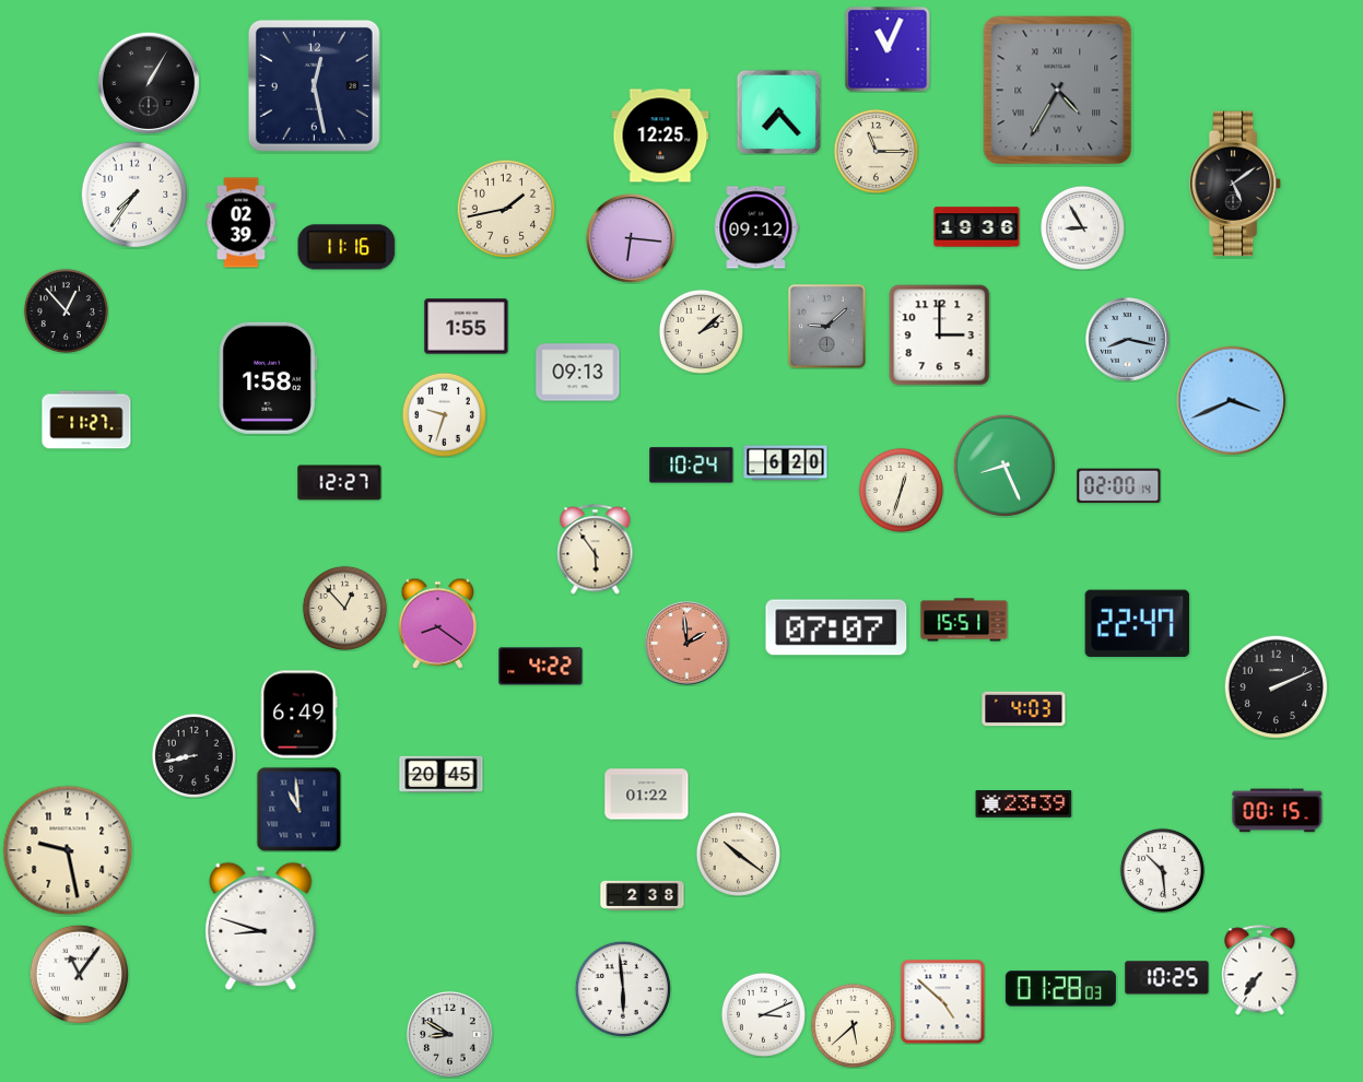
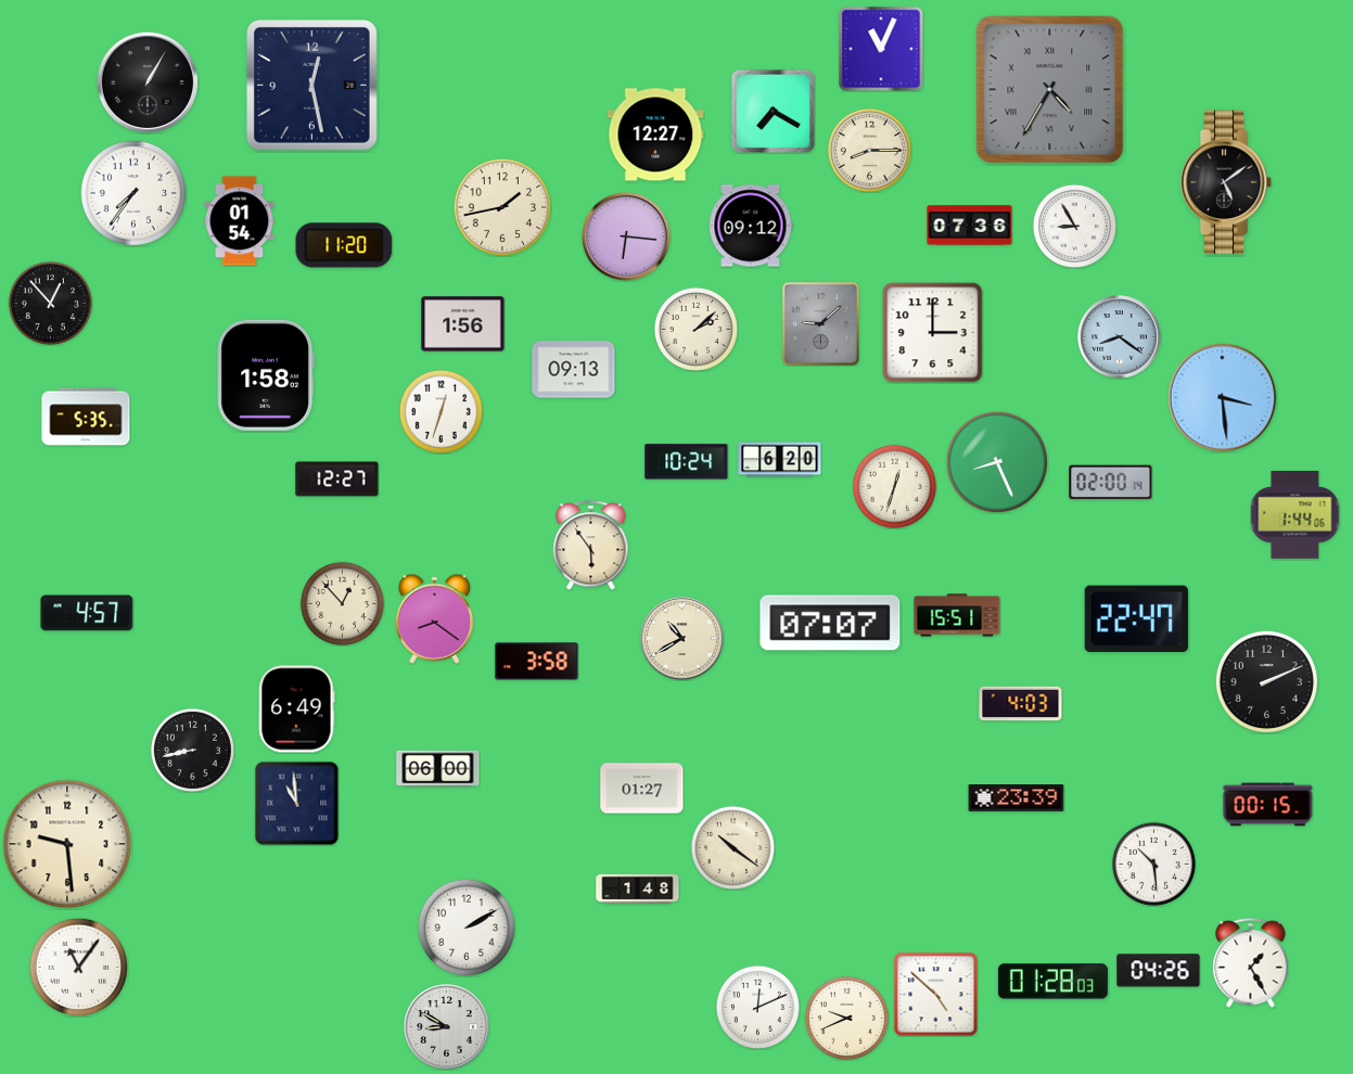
clock at (778, 111): 7:23 -> 7:20
clock at (660, 136): 12:25 -> 12:27
clock at (876, 151): 11:15 -> 8:15
clock at (242, 223): 02:39 -> 01:54
clock at (977, 227): 19:36 -> 07:36
clock at (346, 247): 11:16 -> 11:20
clock at (66, 310) position: (66, 310) -> (50, 303)
clock at (467, 327): 1:55 -> 1:56
clock at (1128, 340): 8:17 -> 8:21
clock at (1232, 401): 3:41 -> 3:29
clock at (444, 414): 9:33 -> 12:33
clock at (86, 420): 11:27 -> 5:35
clock at (1294, 515): none -> 1:44
clock at (87, 613): none -> 4:57
clock at (1137, 623) position: (1137, 623) -> (1136, 618)
clock at (688, 644): 1:59 -> 10:40
clock at (688, 644) dial: salmon -> cream
clock at (541, 667): 4:22 -> 3:58
clock at (1024, 709) position: (1024, 709) -> (1021, 704)
clock at (442, 775): 20:45 -> 06:00
clock at (647, 795): 01:22 -> 01:27
clock at (68, 850): 9:28 -> 9:29
clock at (643, 895): 2:38 -> 1:48
clock at (261, 926): 8:48 -> none
clock at (465, 926): none -> 2:10
clock at (1260, 971): 7:36 -> 1:25
clock at (1167, 978): 10:25 -> 04:26
clock at (623, 989): 5:59 -> none
clock at (763, 1014): 3:11 -> 12:11
clock at (853, 1025): 5:38 -> 9:41
